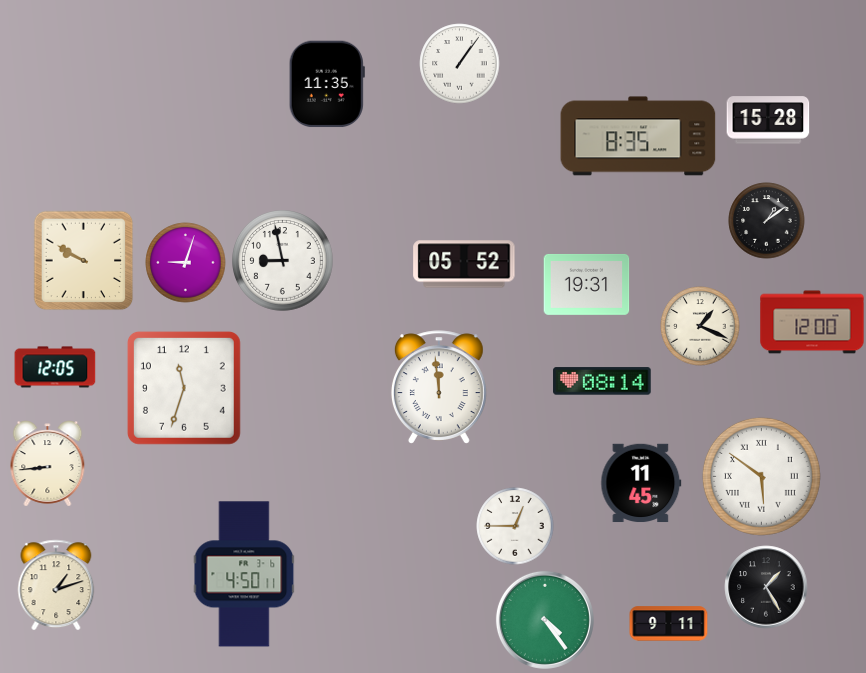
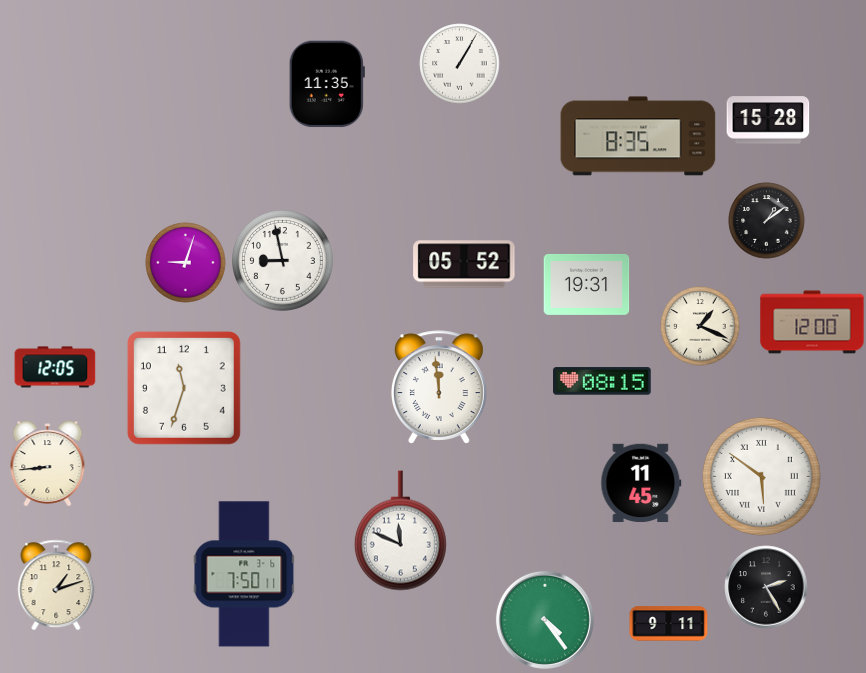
clock at (460, 64): 1:06 -> 1:05
clock at (84, 261): 9:50 -> none
clock at (602, 381): 08:14 -> 08:15
clock at (515, 526): 12:45 -> none
clock at (400, 531): none -> 11:49
clock at (244, 574): 4:50 -> 7:50
clock at (766, 587): 1:25 -> 2:25
